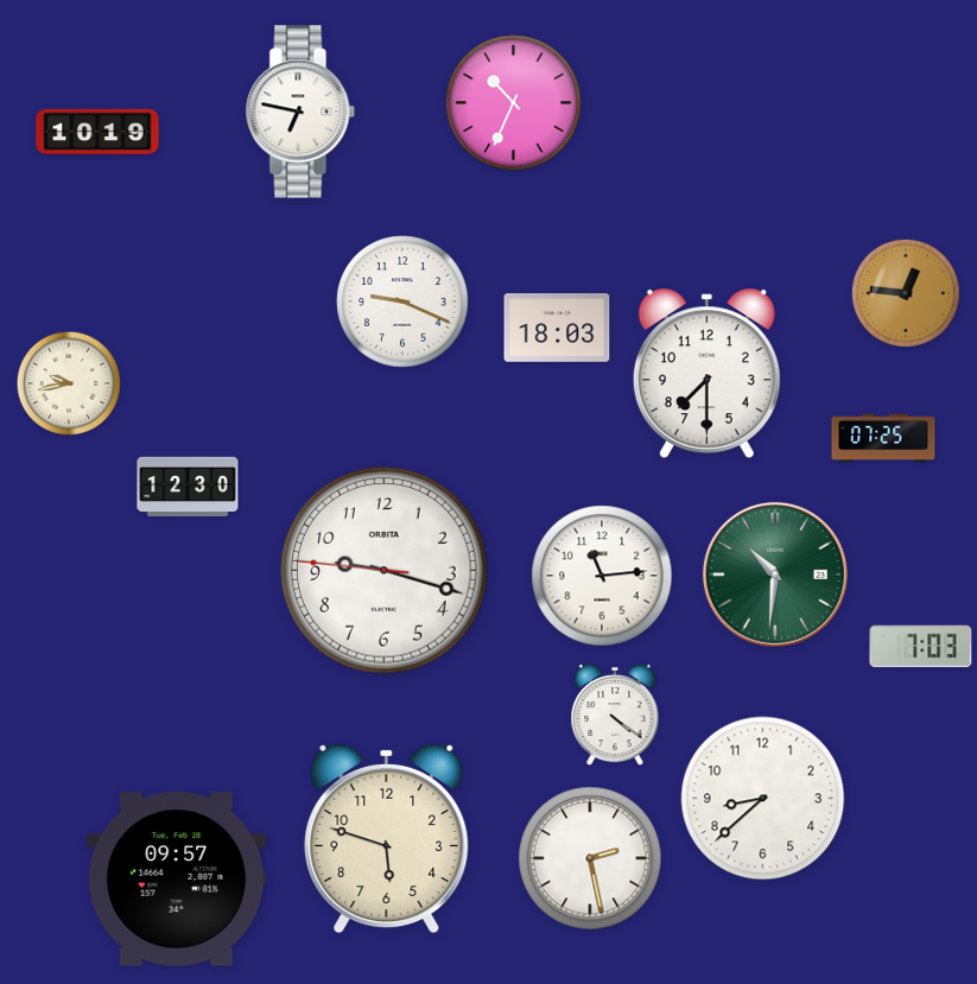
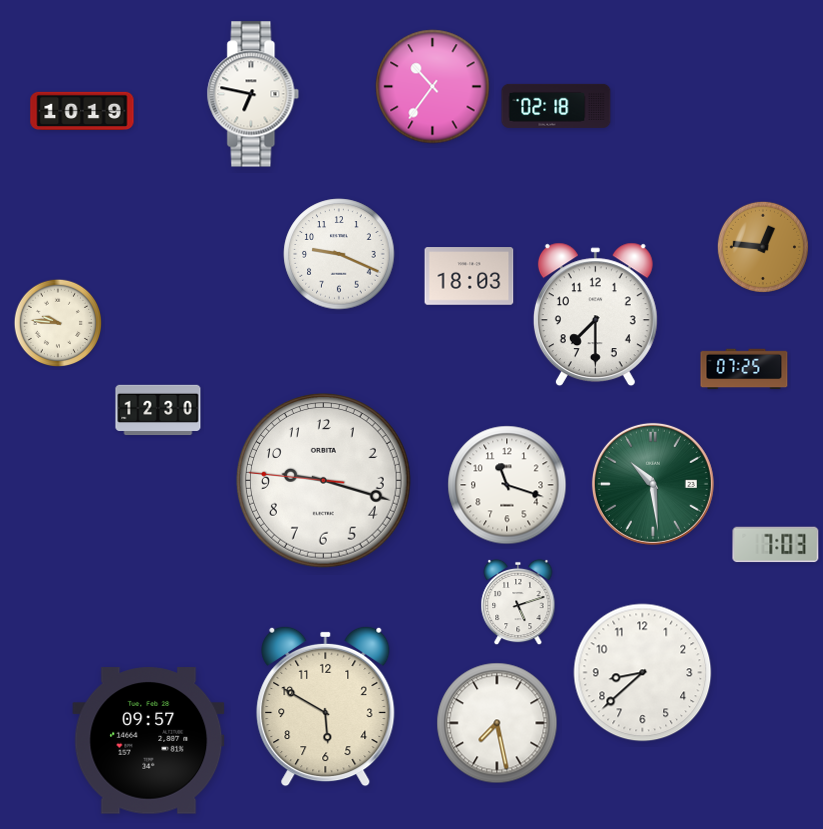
clock at (514, 103): 10:34 -> 10:36
clock at (556, 106): none -> 02:18
clock at (69, 383): 9:43 -> 9:46
clock at (775, 574): 10:31 -> 10:29
clock at (602, 576): 11:14 -> 11:18
clock at (615, 715): 4:21 -> 5:12
clock at (387, 838): 5:48 -> 5:50
clock at (590, 858): 2:28 -> 7:28
